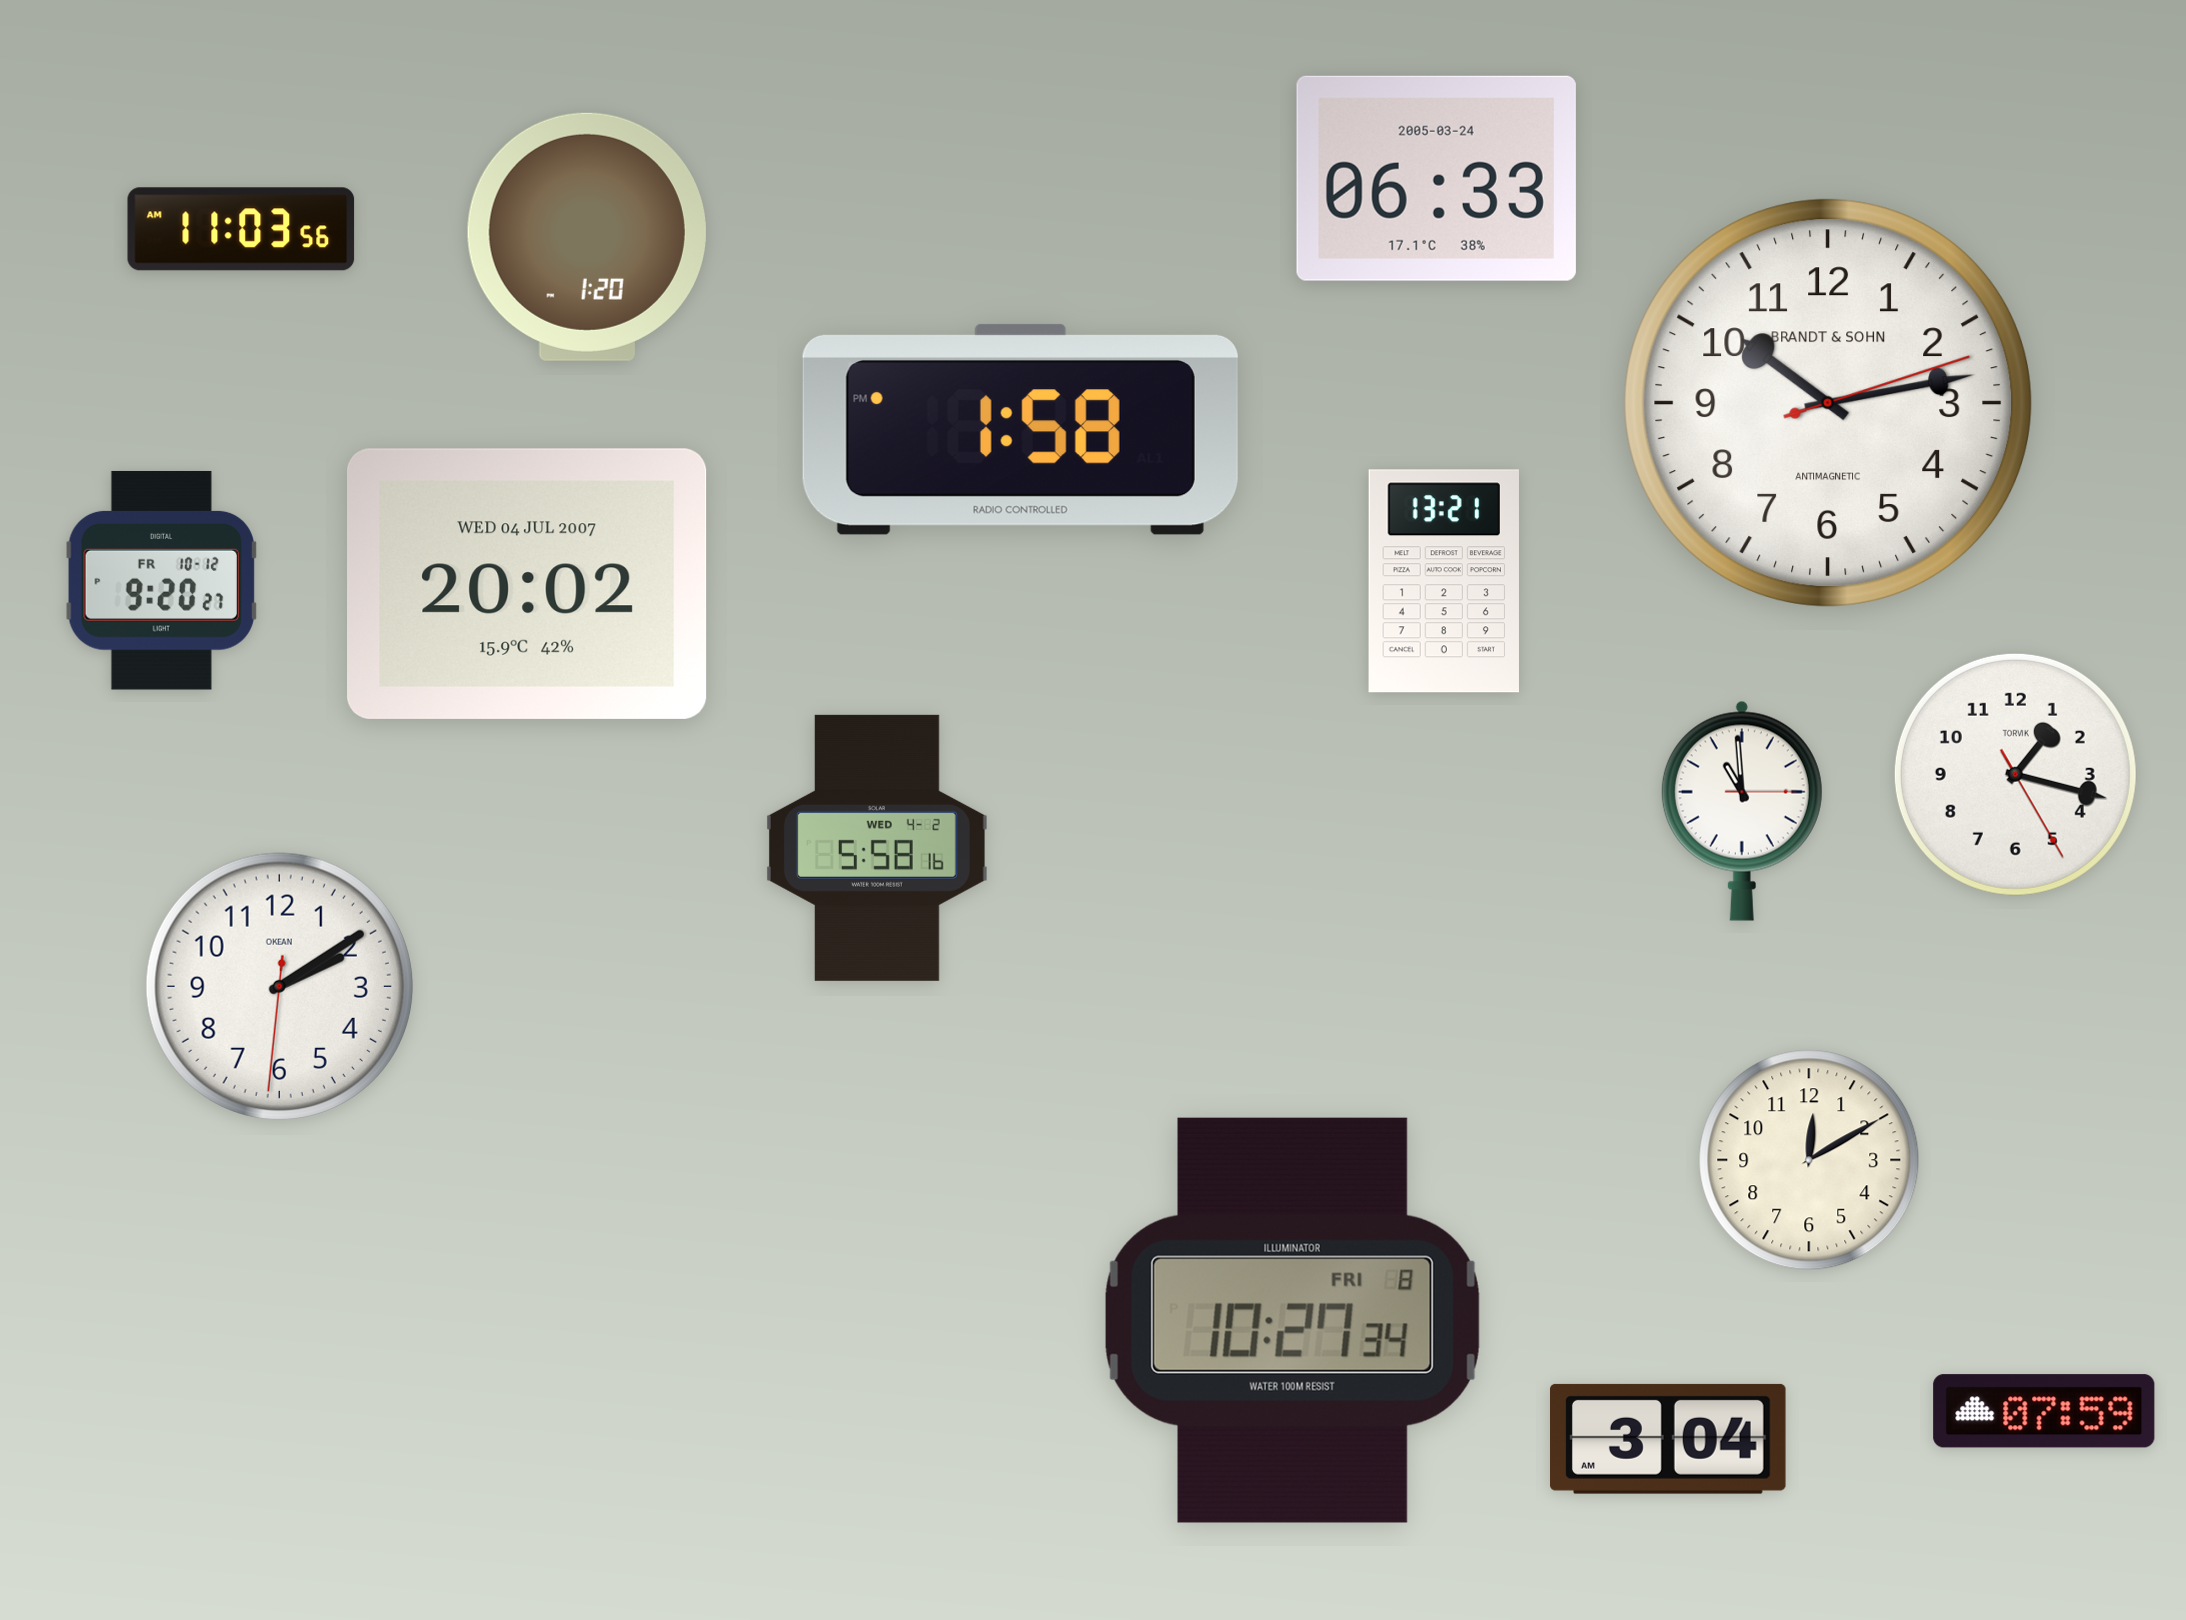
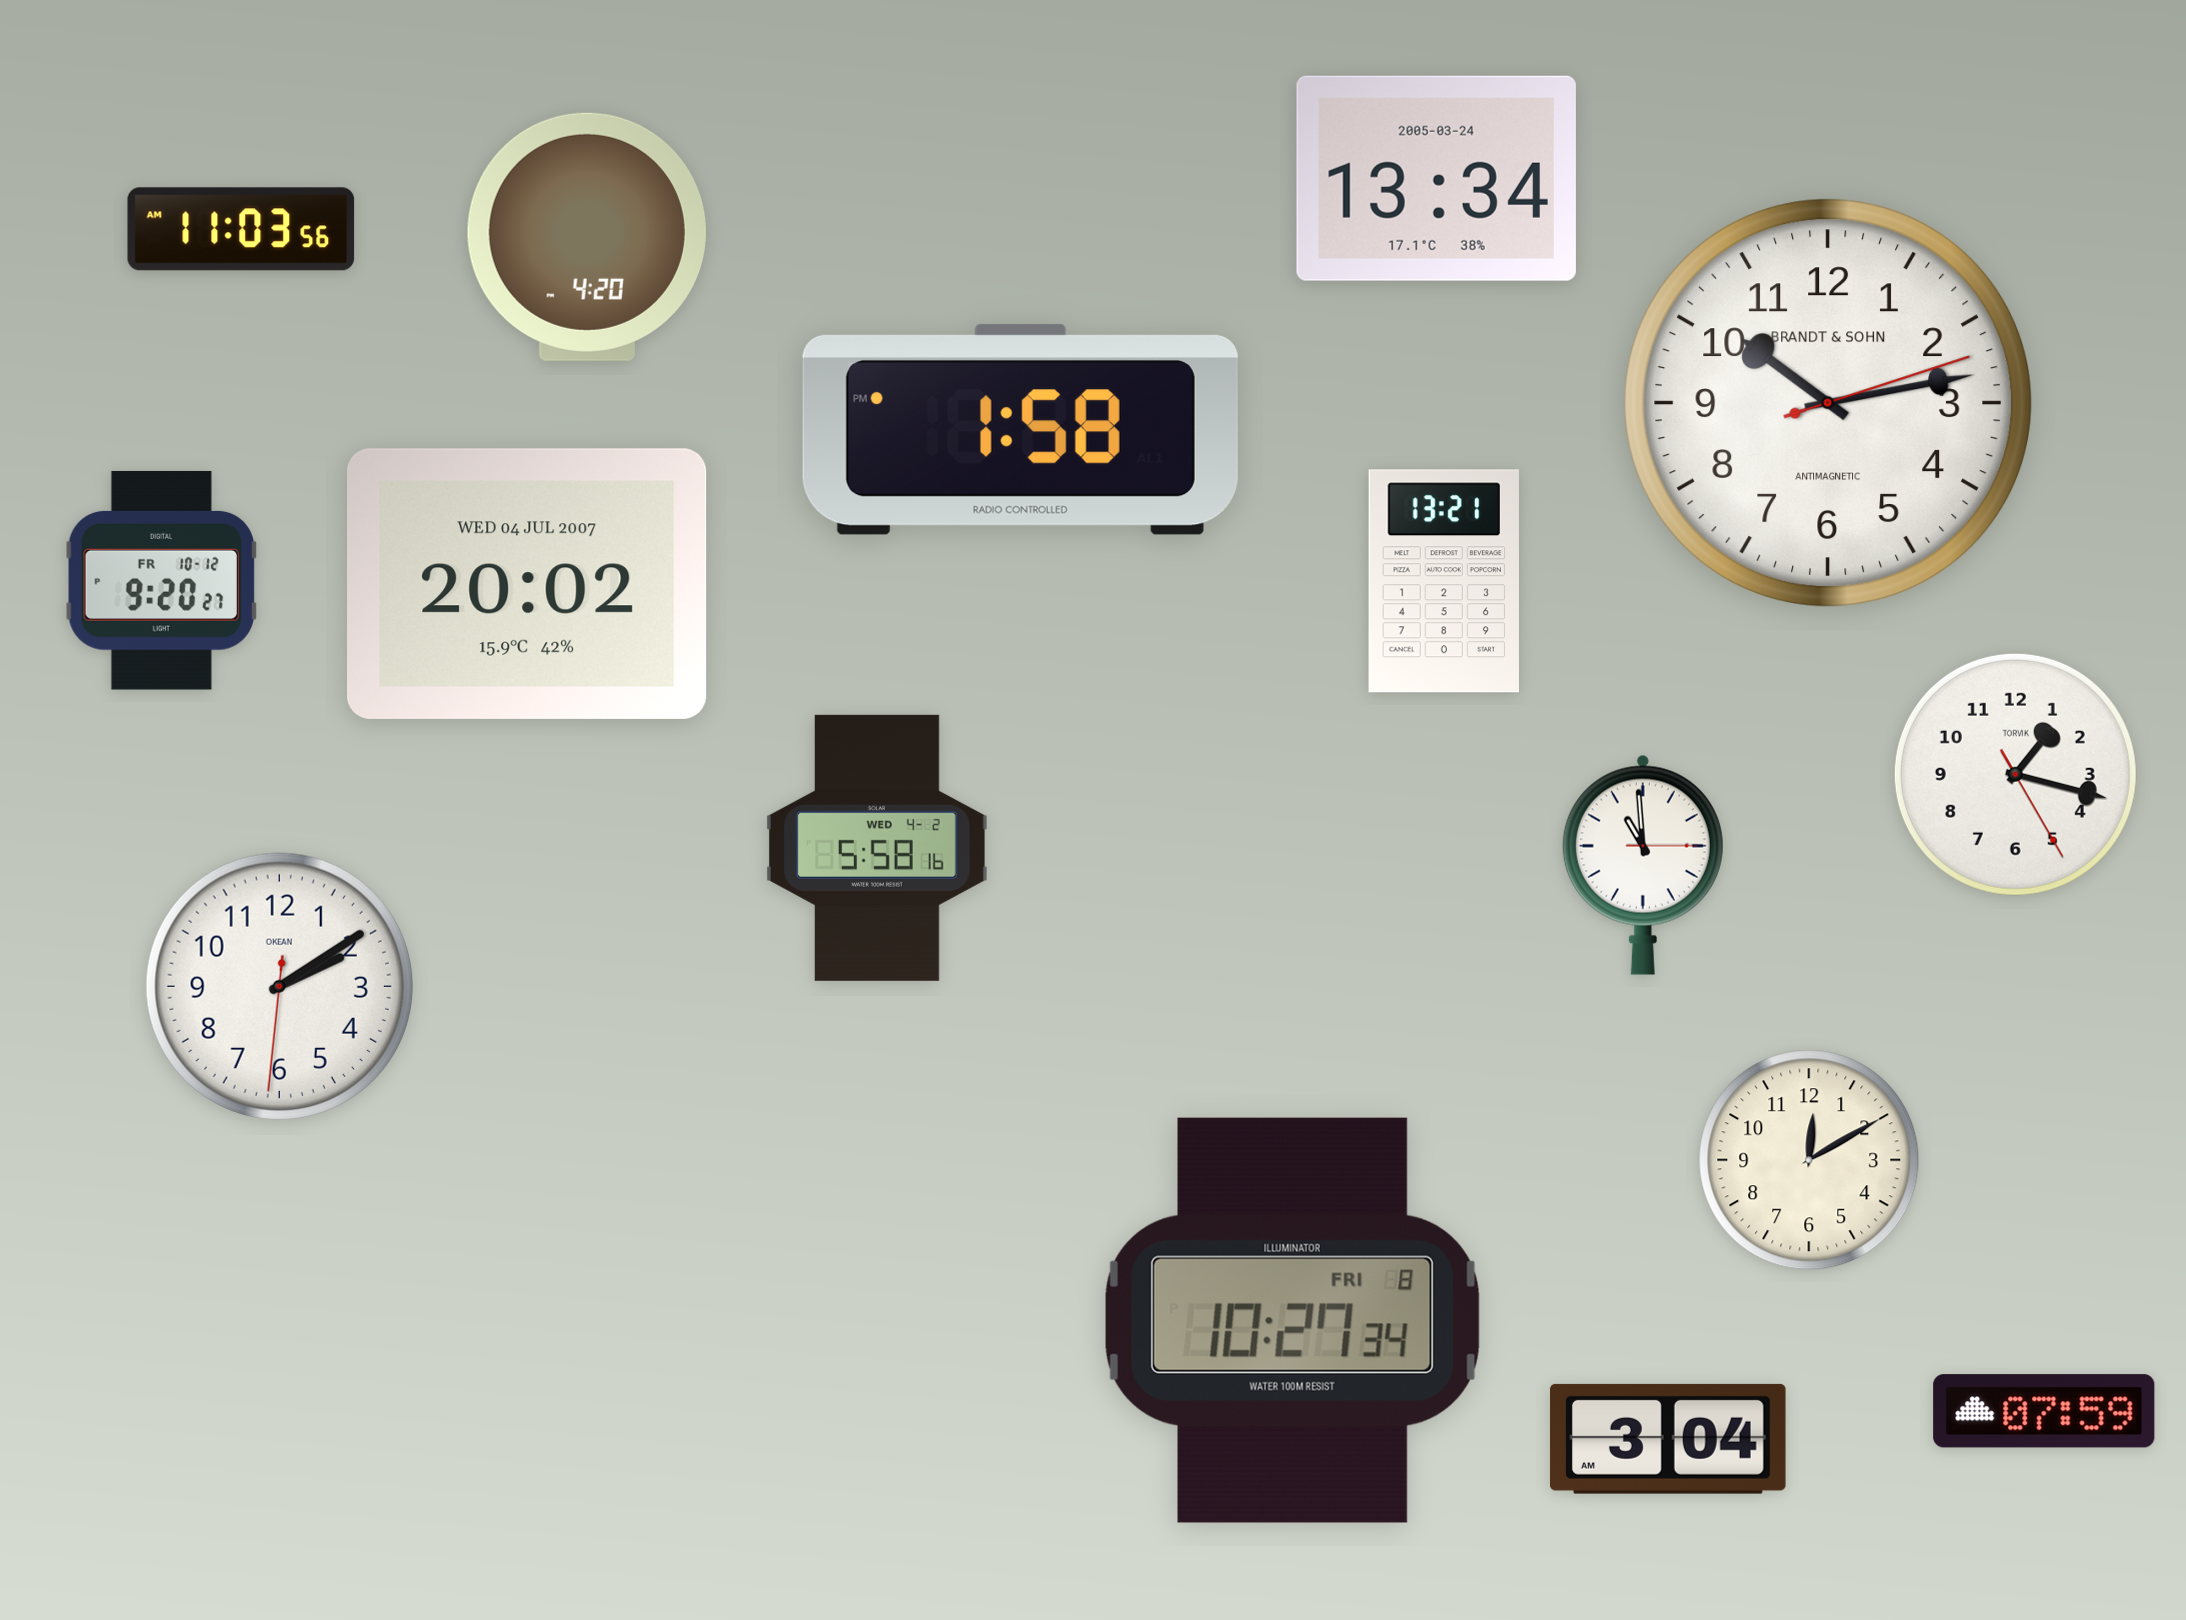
clock at (1436, 178): 06:33 -> 13:34
clock at (587, 237): 1:20 -> 4:20
clock at (1742, 811) position: (1742, 811) -> (1643, 865)
